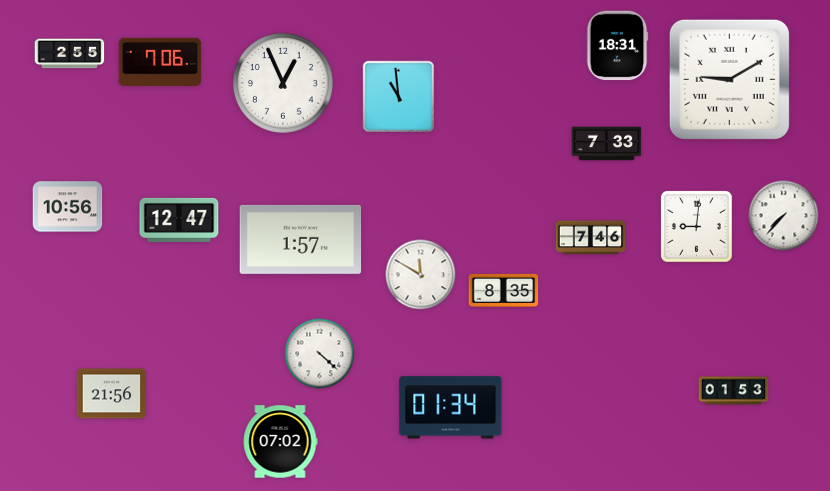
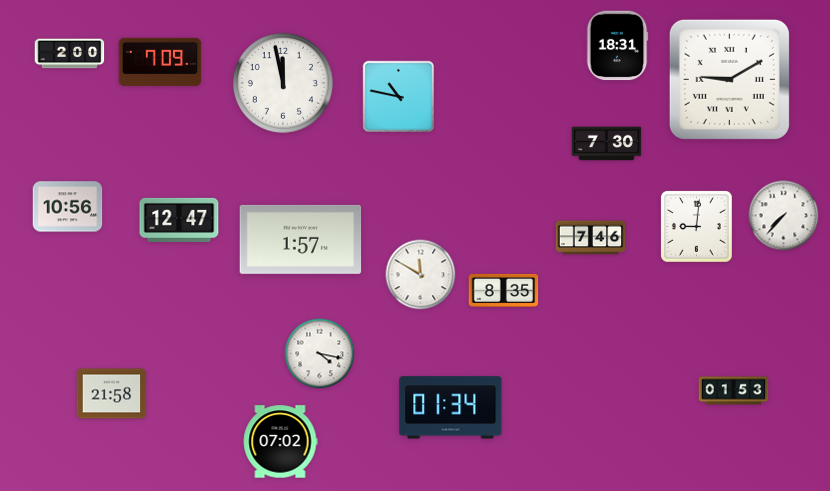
clock at (70, 54): 2:55 -> 2:00
clock at (160, 62): 7:06 -> 7:09
clock at (283, 83): 12:56 -> 11:58
clock at (399, 97): 10:59 -> 10:47
clock at (607, 144): 7:33 -> 7:30
clock at (320, 354): 4:22 -> 4:17
clock at (112, 394): 21:56 -> 21:58
